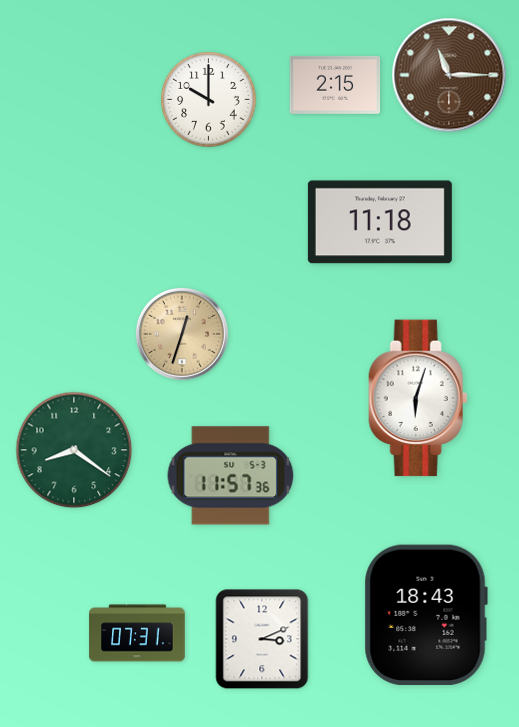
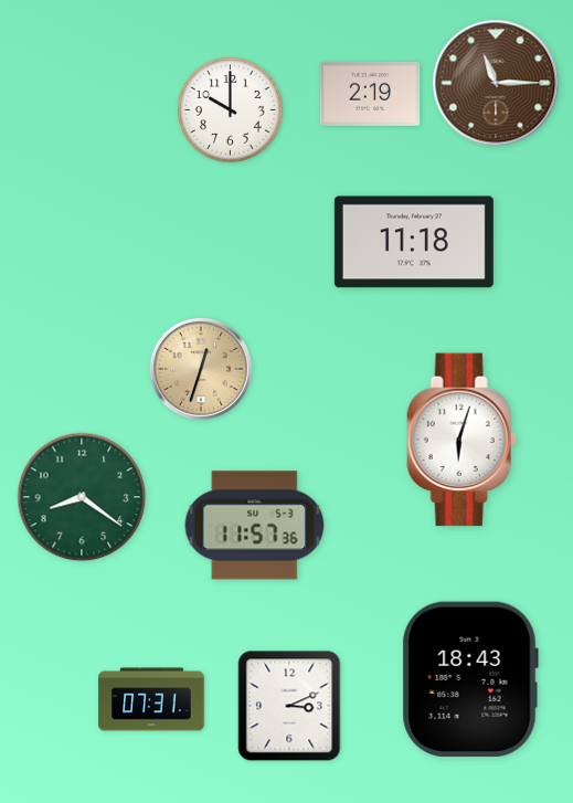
clock at (335, 85): 2:15 -> 2:19
clock at (380, 222) position: (380, 222) -> (414, 242)
